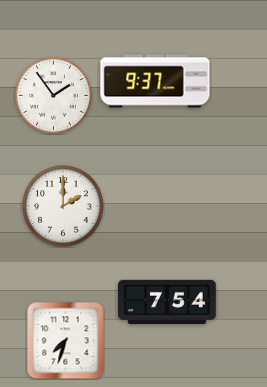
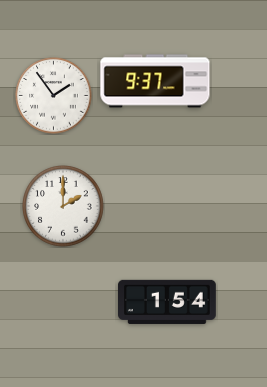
clock at (168, 302): 7:54 -> 1:54
clock at (66, 341): 7:33 -> none
